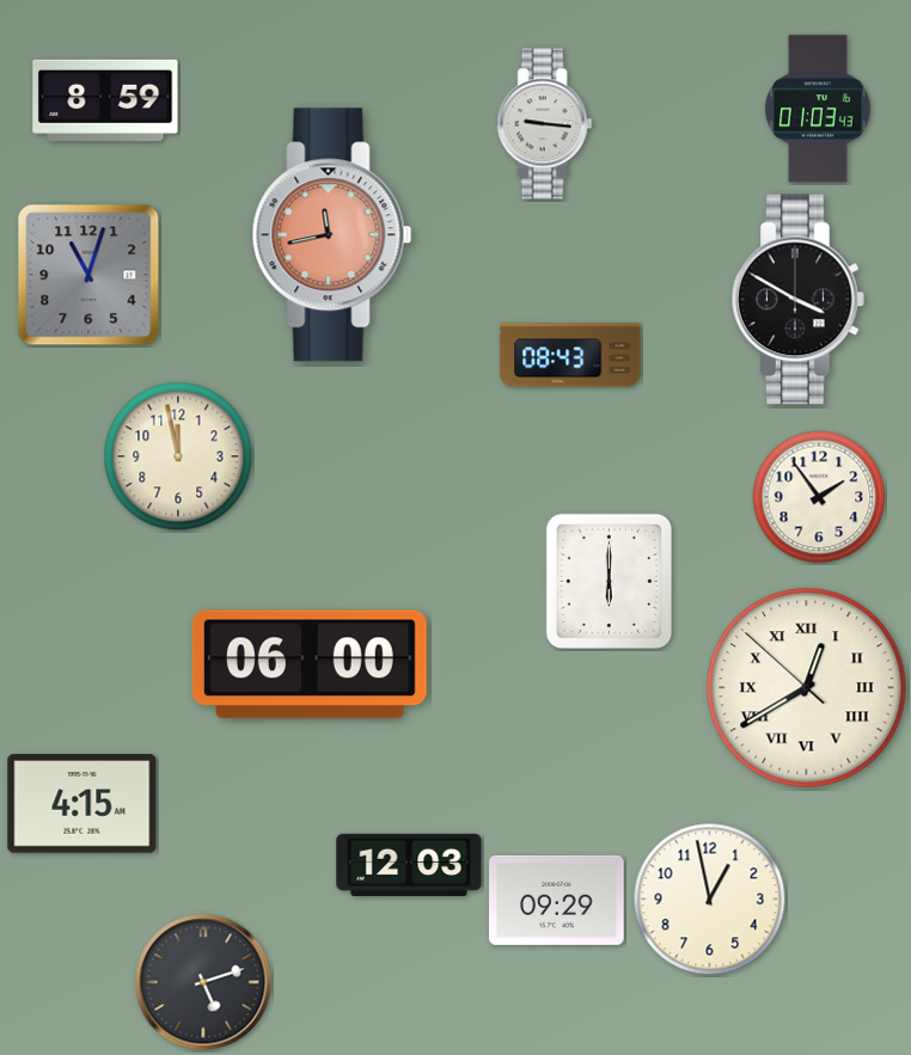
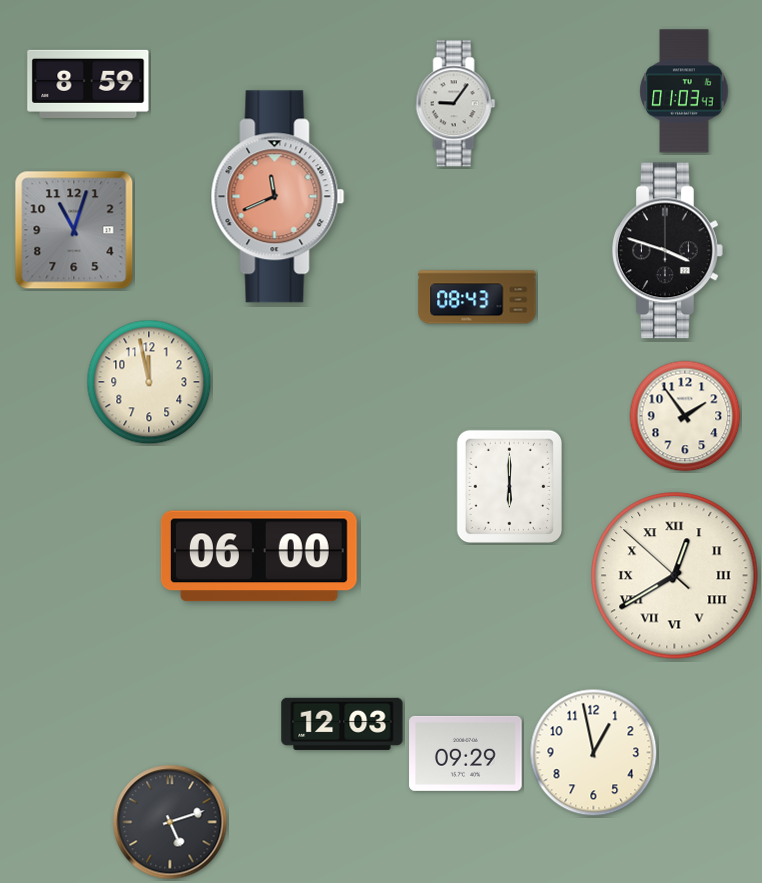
clock at (545, 124): 9:16 -> 9:06
clock at (332, 235): 11:43 -> 11:41
clock at (799, 300): 3:50 -> 3:48
clock at (82, 804): 4:15 -> none
